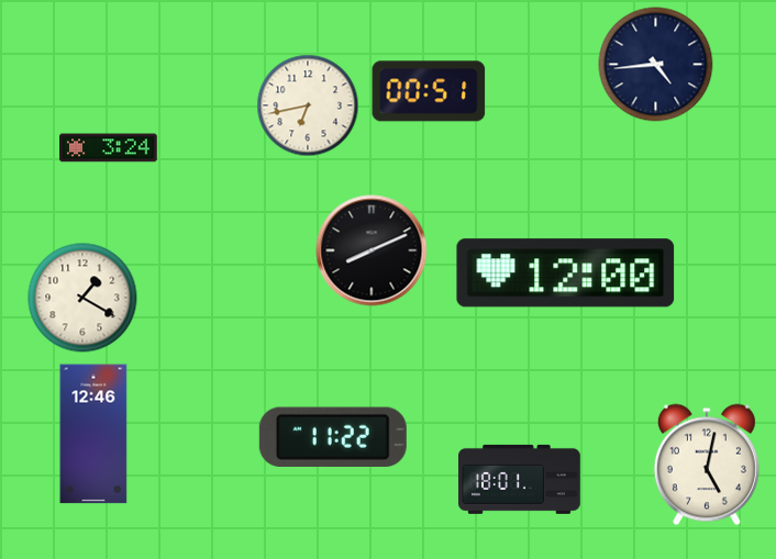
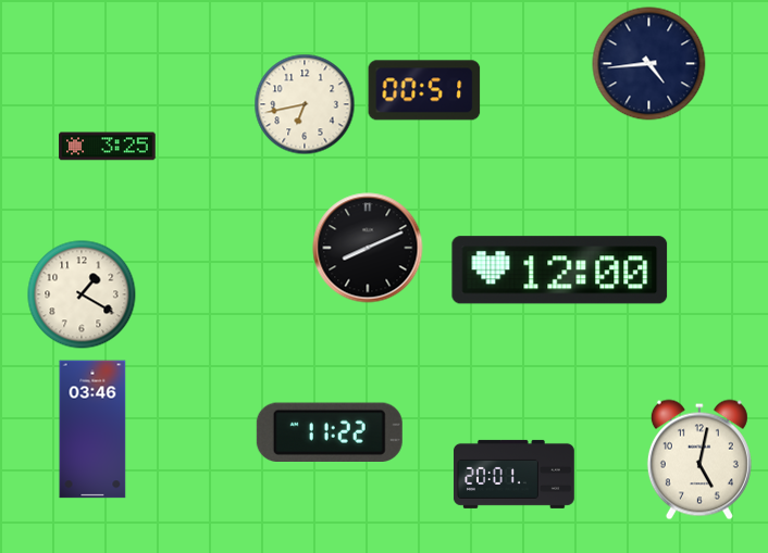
clock at (109, 148): 3:24 -> 3:25
clock at (93, 434): 12:46 -> 03:46
clock at (519, 479): 18:01 -> 20:01
